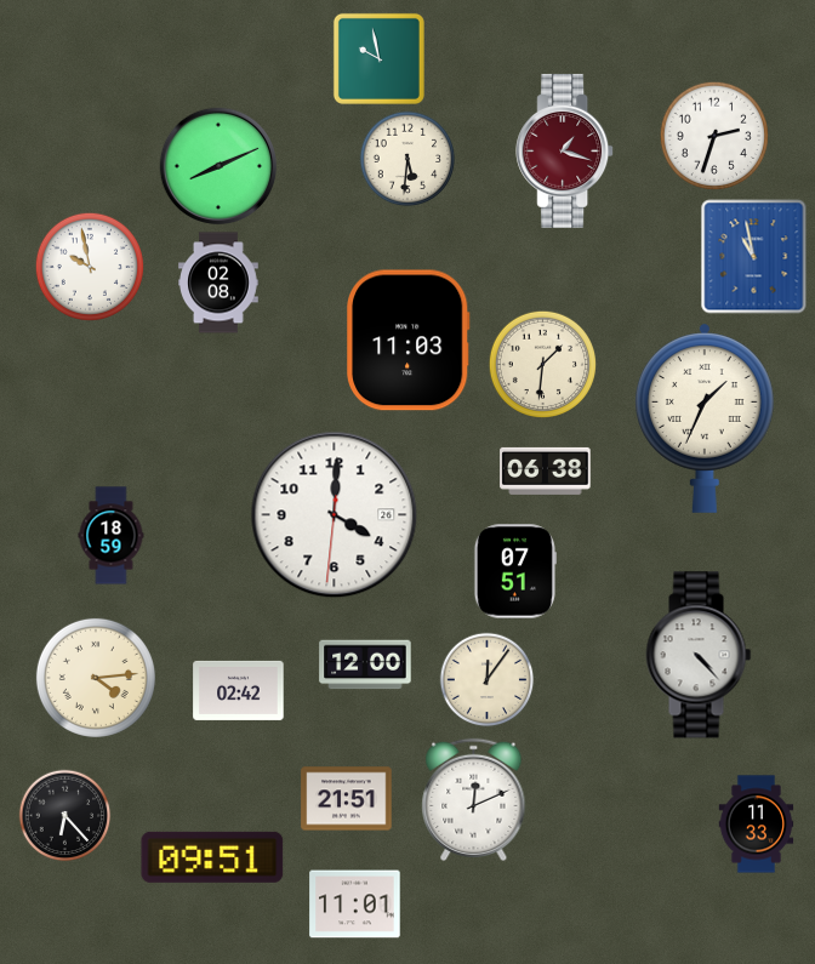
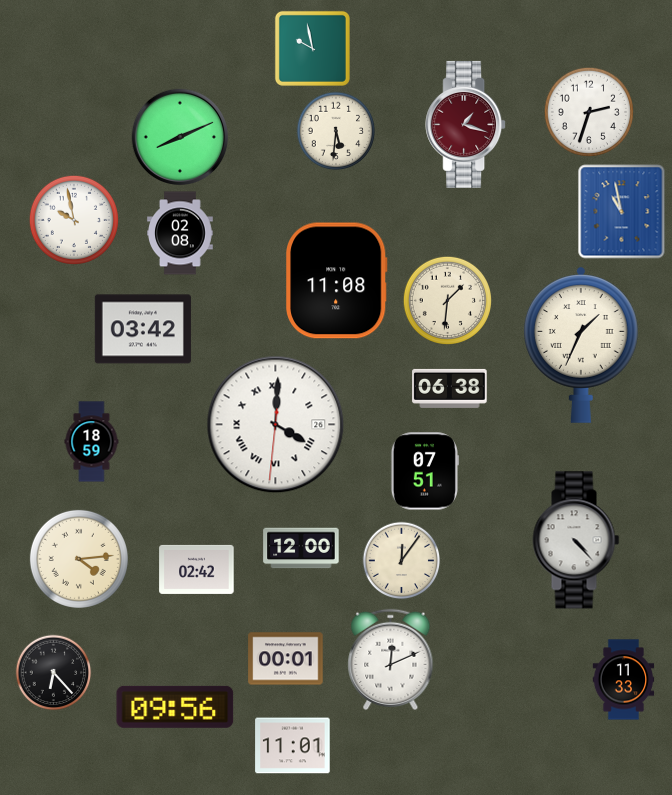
clock at (409, 341): 11:03 -> 11:08
clock at (143, 329): none -> 03:42
clock at (335, 515) numerals: Arabic -> Roman
clock at (347, 799): 21:51 -> 00:01
clock at (212, 857): 09:51 -> 09:56
